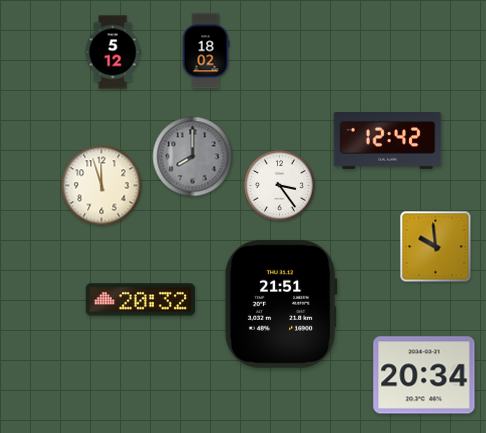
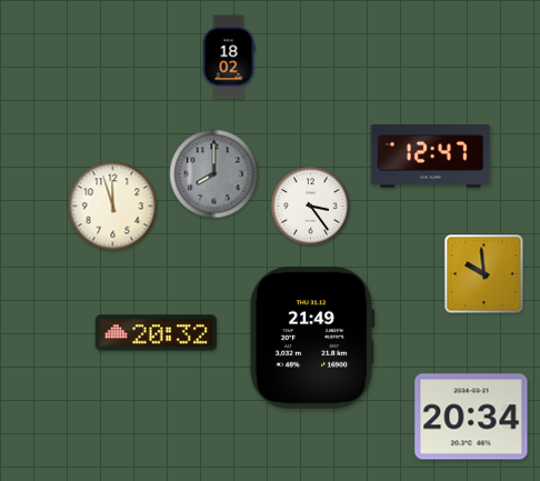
clock at (113, 52): 5:12 -> none
clock at (388, 141): 12:42 -> 12:47
clock at (281, 304): 21:51 -> 21:49
